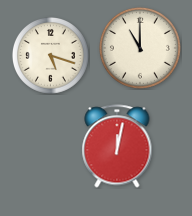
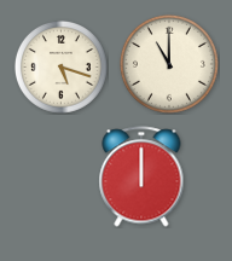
clock at (140, 48) position: (140, 48) -> (169, 64)
clock at (117, 146): 12:02 -> 12:00
